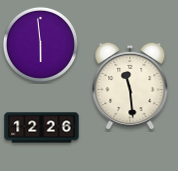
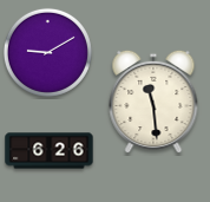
clock at (40, 44): 5:59 -> 9:10
clock at (42, 128): 12:26 -> 6:26
